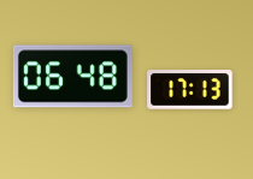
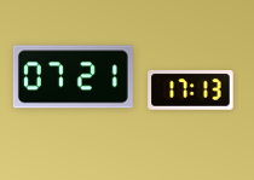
clock at (72, 77): 06:48 -> 07:21
